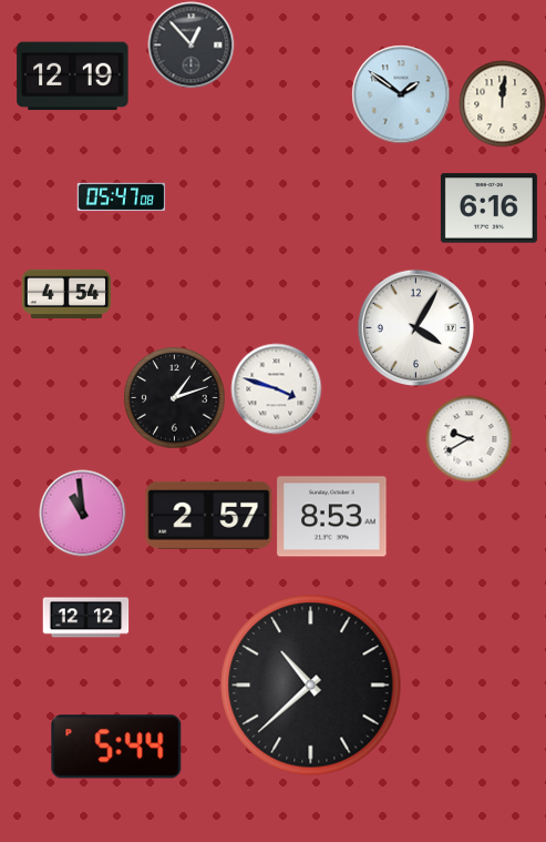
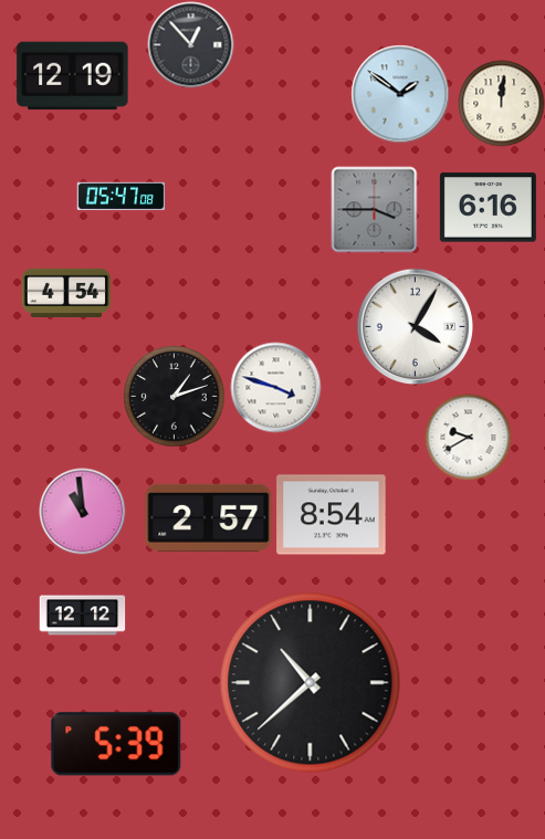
clock at (374, 209): none -> 3:45
clock at (209, 515) position: (209, 515) -> (209, 517)
clock at (332, 517): 8:53 -> 8:54
clock at (85, 618) position: (85, 618) -> (82, 616)
clock at (116, 747): 5:44 -> 5:39
